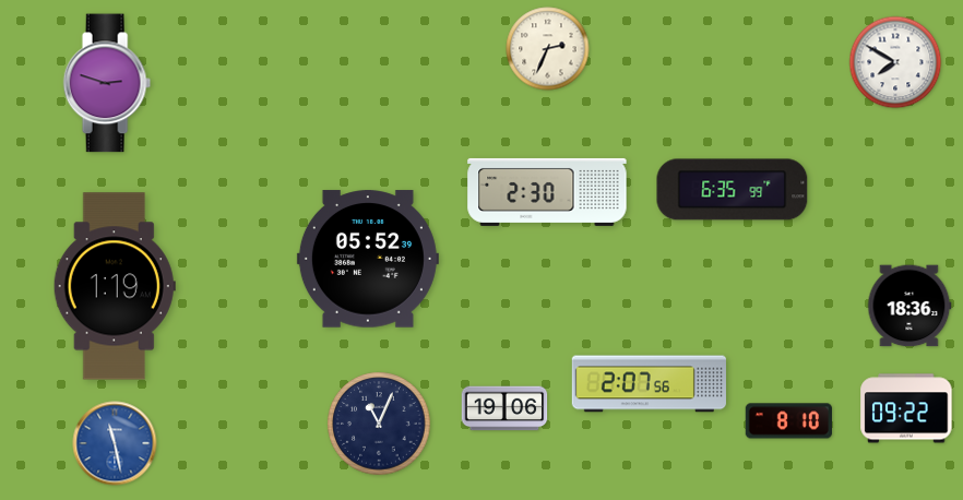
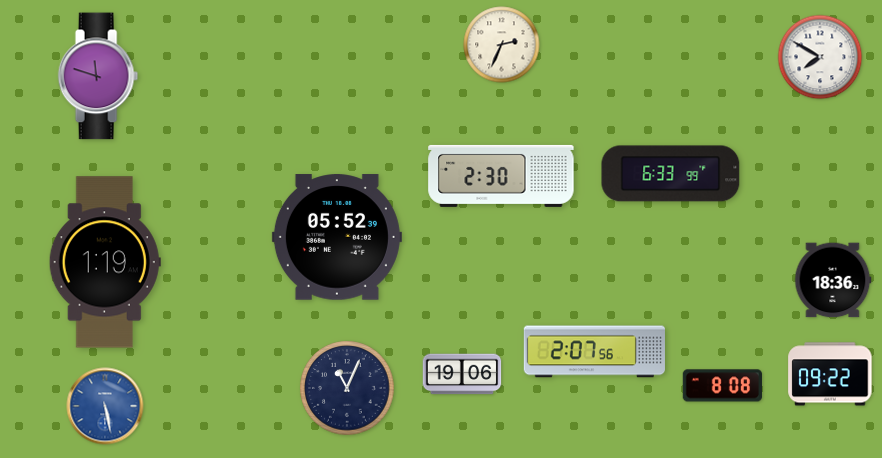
clock at (107, 83): 2:48 -> 11:48
clock at (733, 190): 6:35 -> 6:33
clock at (788, 421): 8:10 -> 8:08
clock at (115, 443): 11:28 -> 5:28
